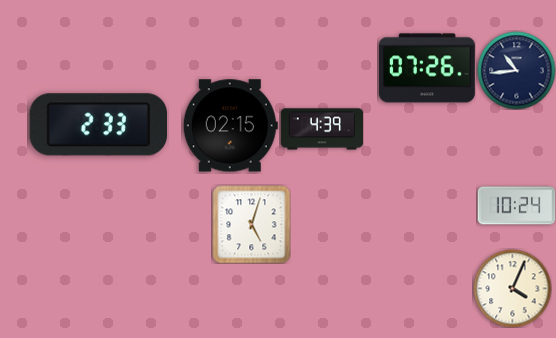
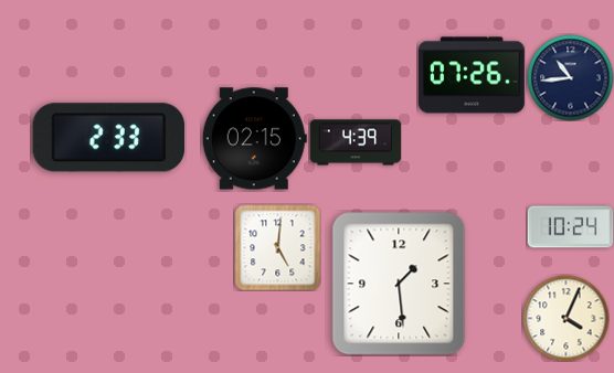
clock at (251, 224): 5:03 -> 5:01
clock at (399, 284): none -> 1:29
